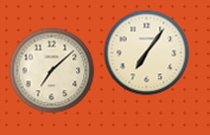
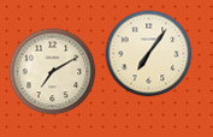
clock at (52, 71): 7:08 -> 7:10
